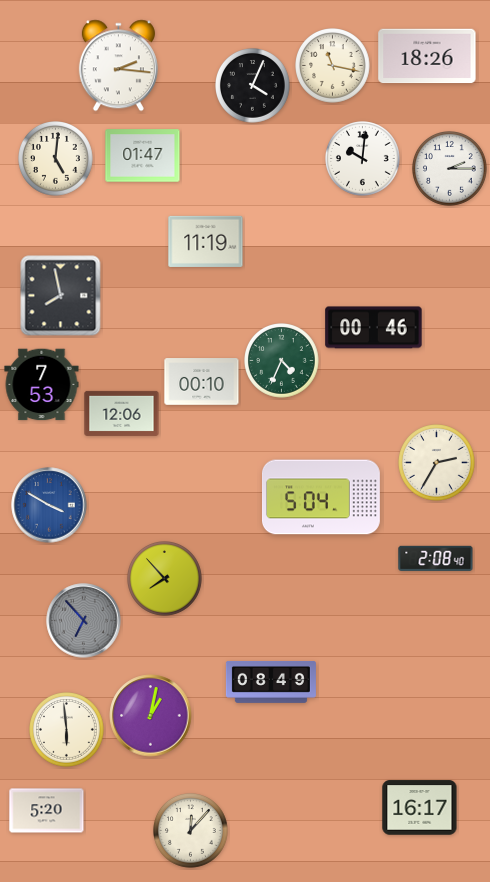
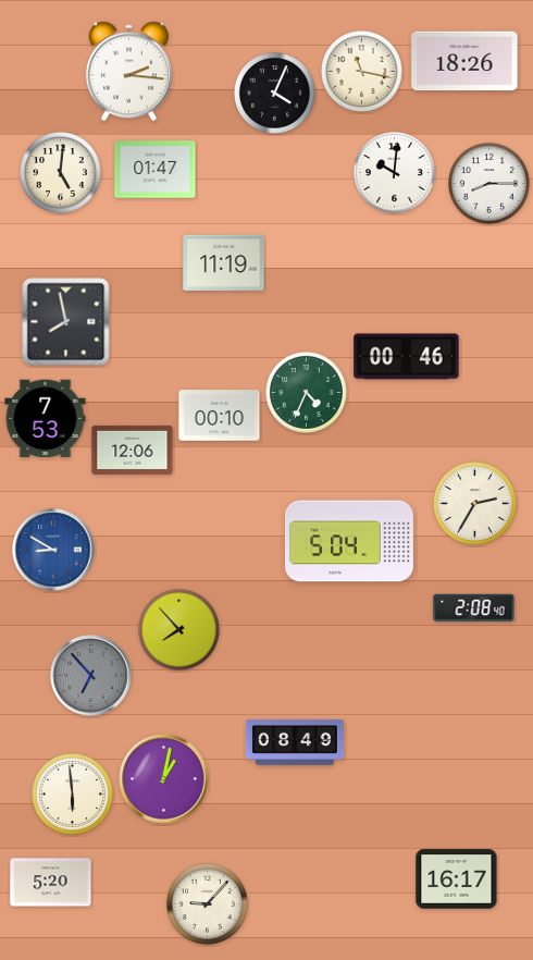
clock at (450, 169): 2:15 -> 8:15
clock at (49, 505): 3:50 -> 8:50
clock at (191, 831): 12:07 -> 9:07
